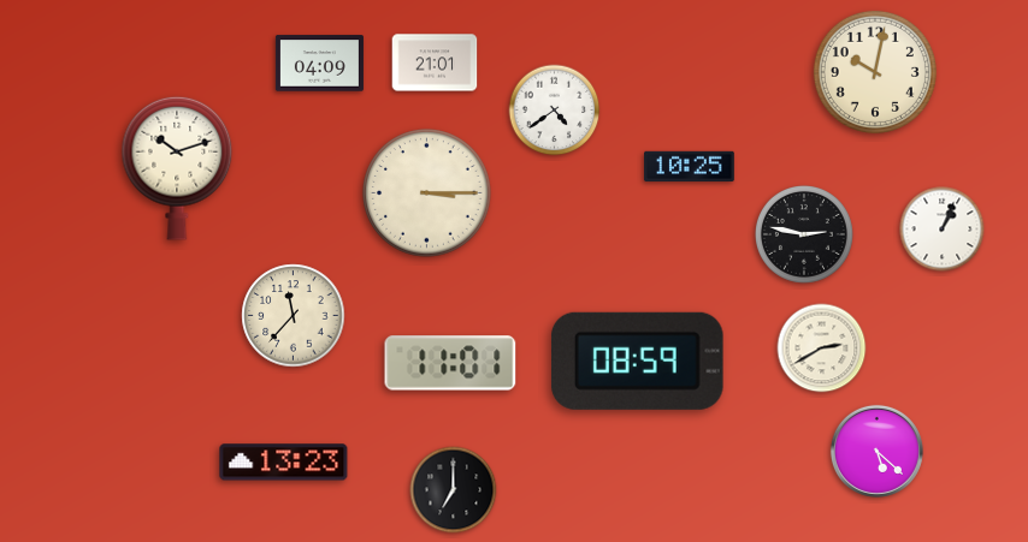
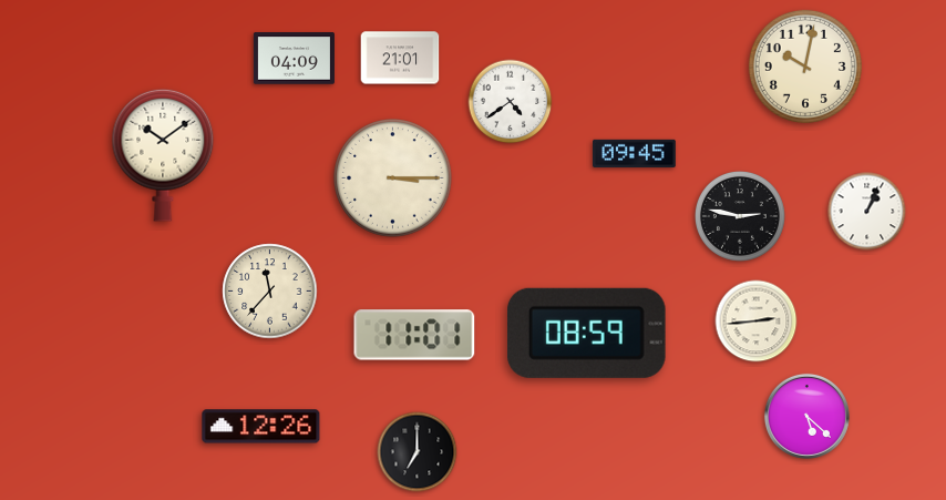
clock at (690, 167): 10:25 -> 09:45
clock at (177, 168): 10:12 -> 10:09
clock at (822, 349): 2:40 -> 2:44
clock at (284, 463): 13:23 -> 12:26
